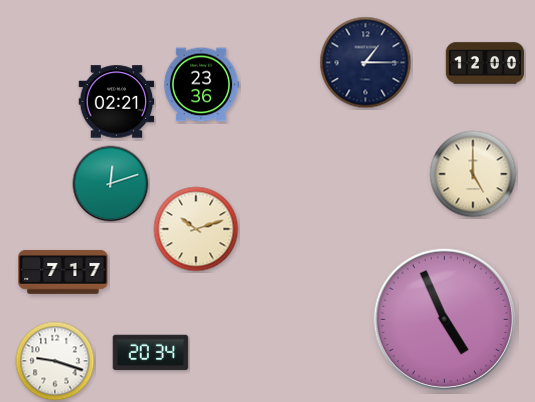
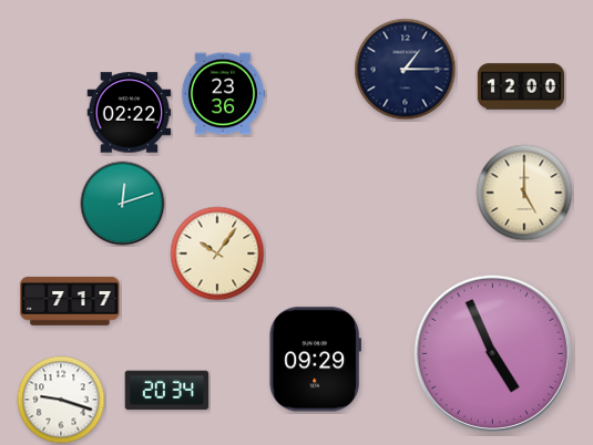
clock at (485, 63) position: (485, 63) -> (521, 86)
clock at (117, 102): 02:21 -> 02:22
clock at (196, 229): 10:12 -> 10:06
clock at (315, 360): none -> 09:29
